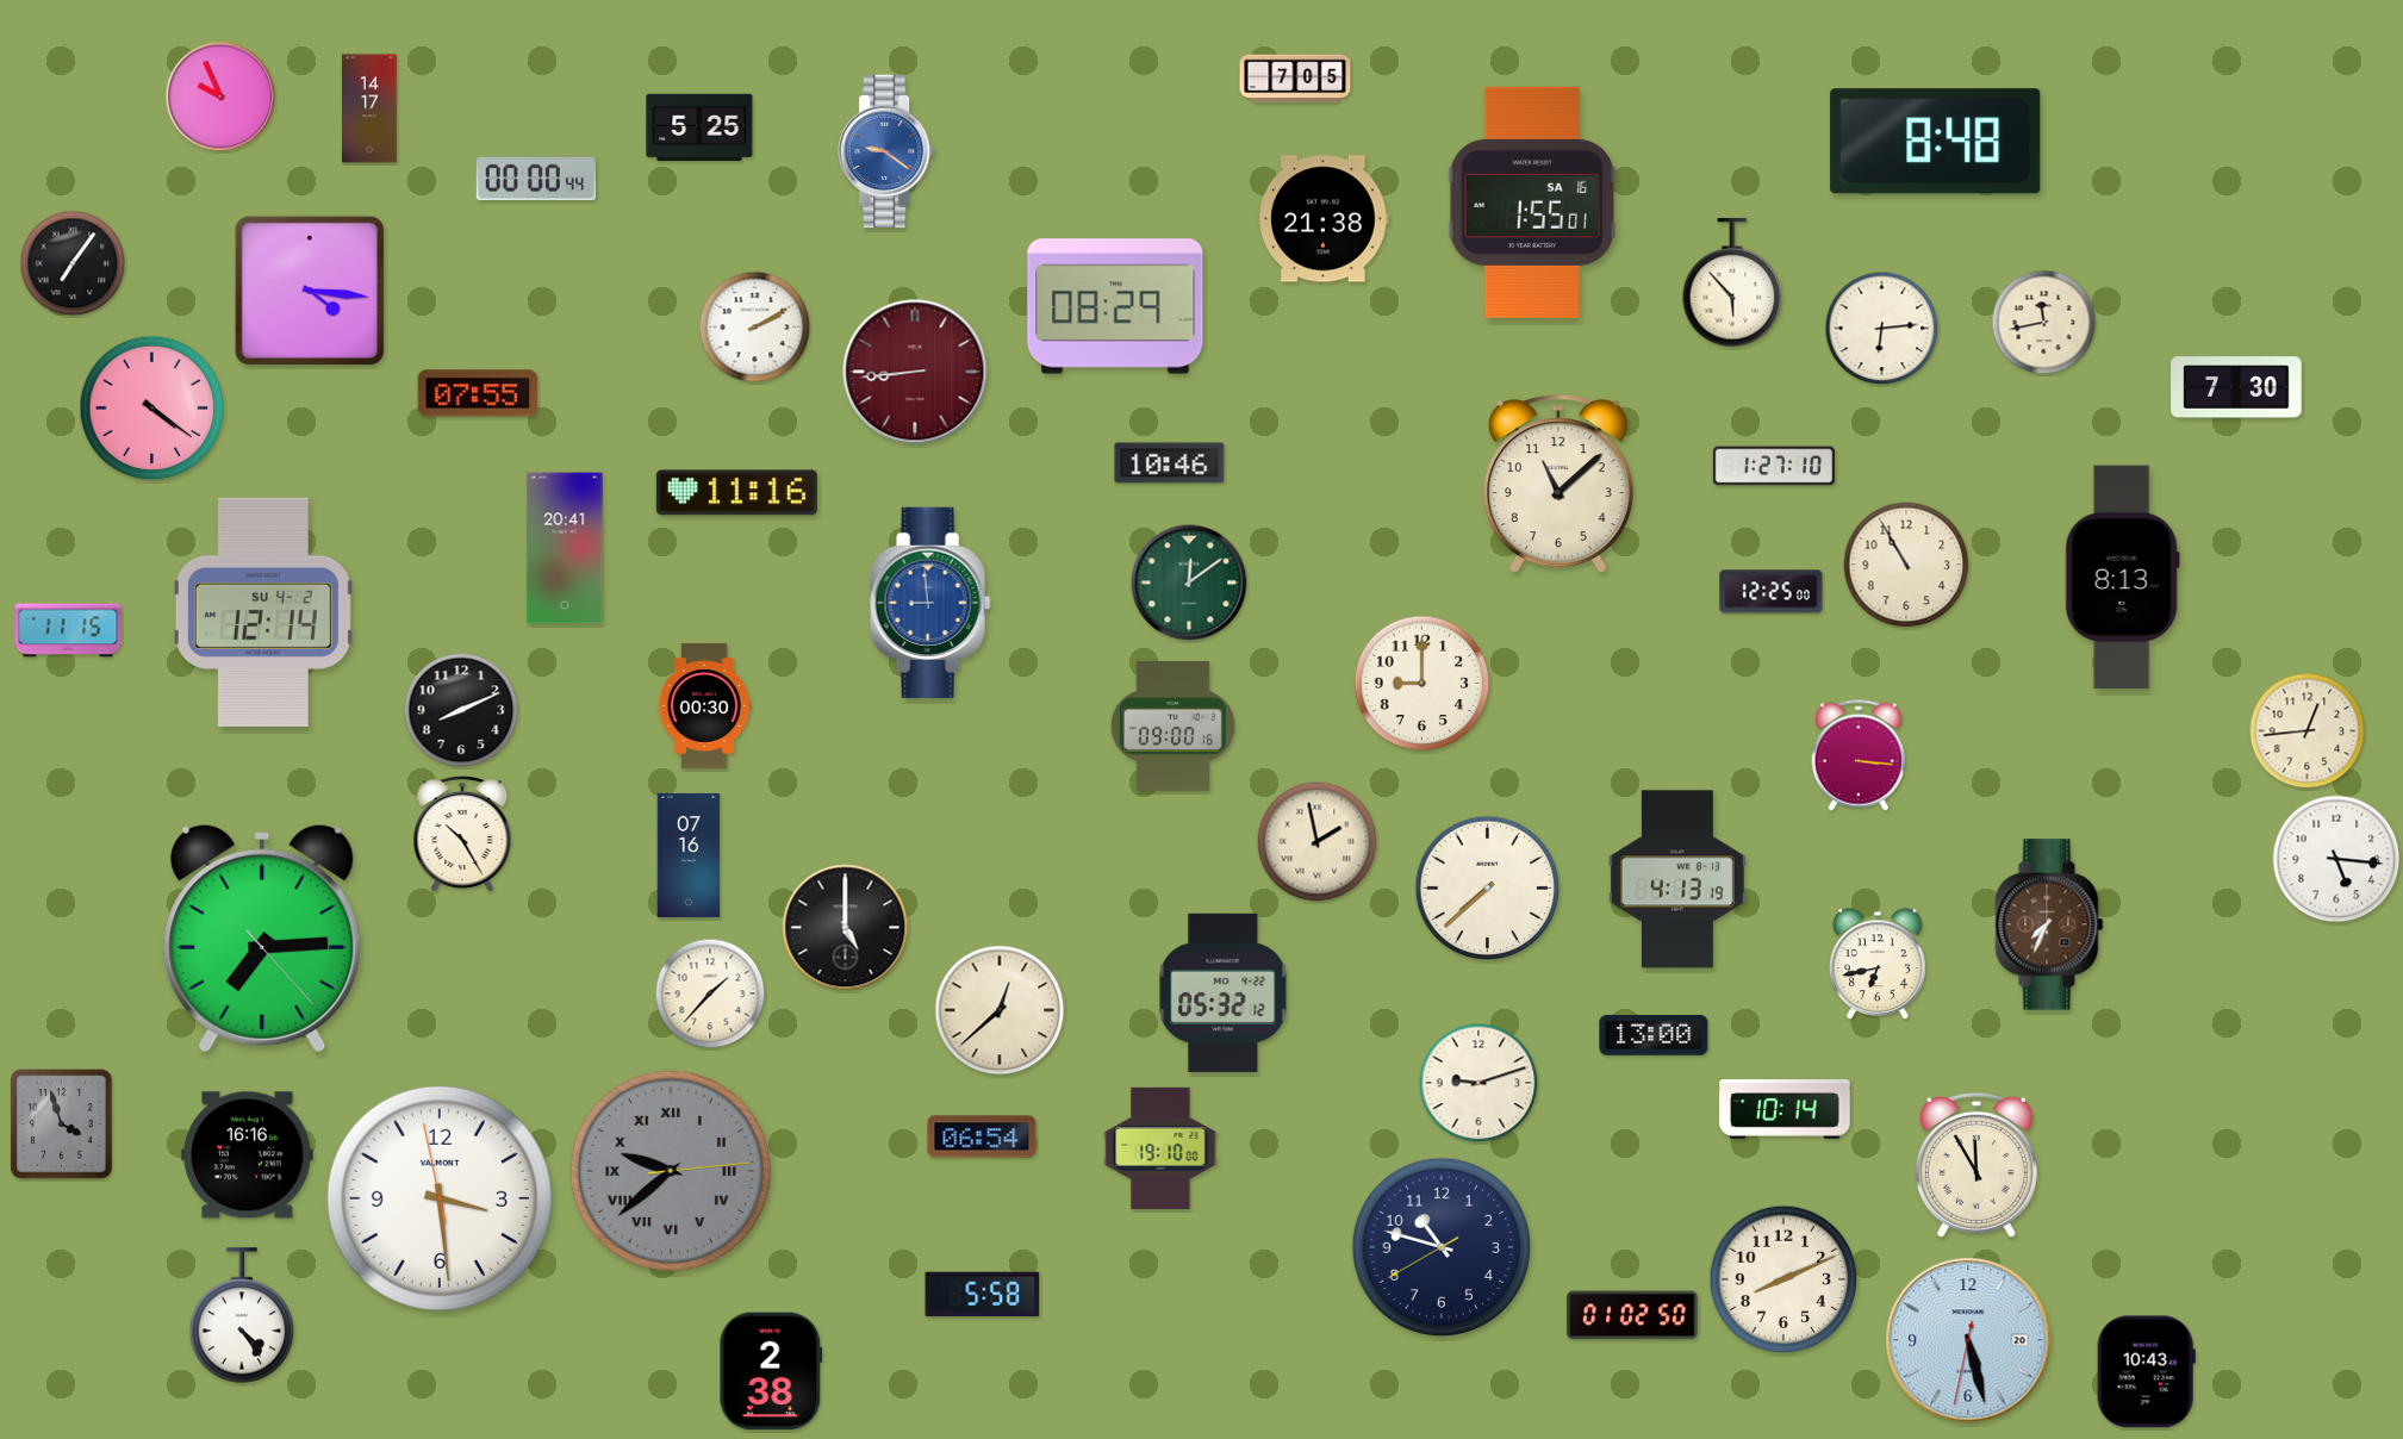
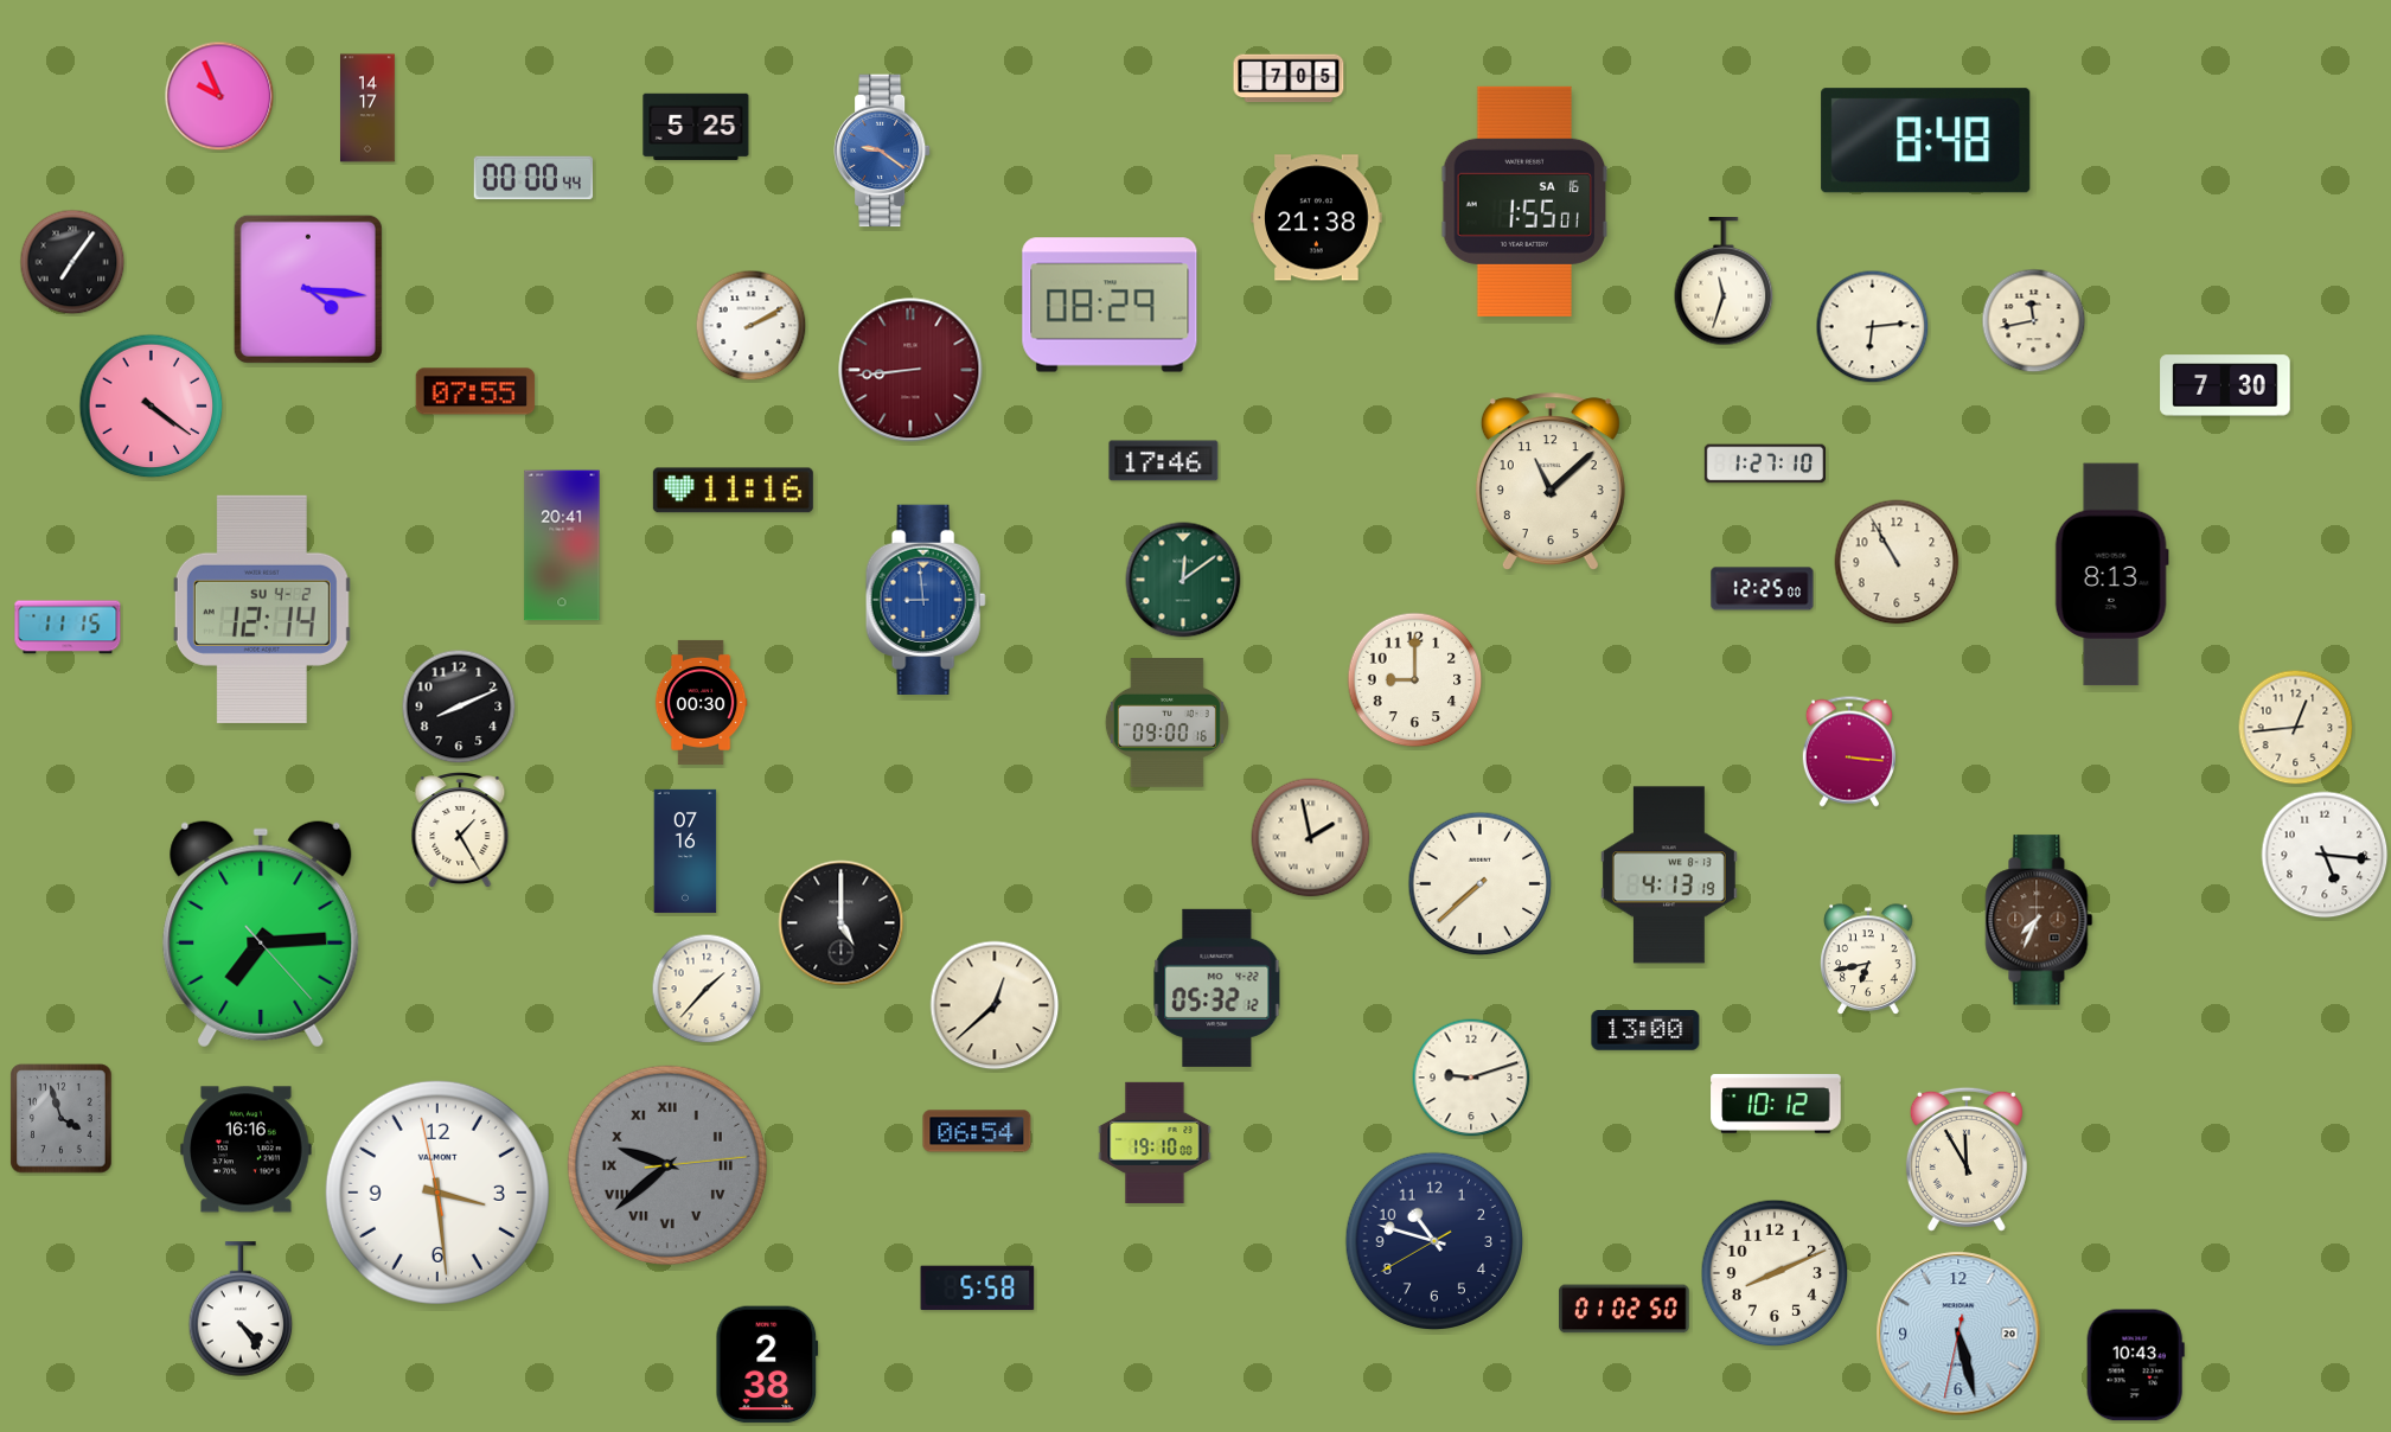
clock at (1732, 284): 5:53 -> 11:33
clock at (1170, 463): 10:46 -> 17:46
clock at (462, 835): 10:25 -> 1:25
clock at (1785, 1110): 10:14 -> 10:12
